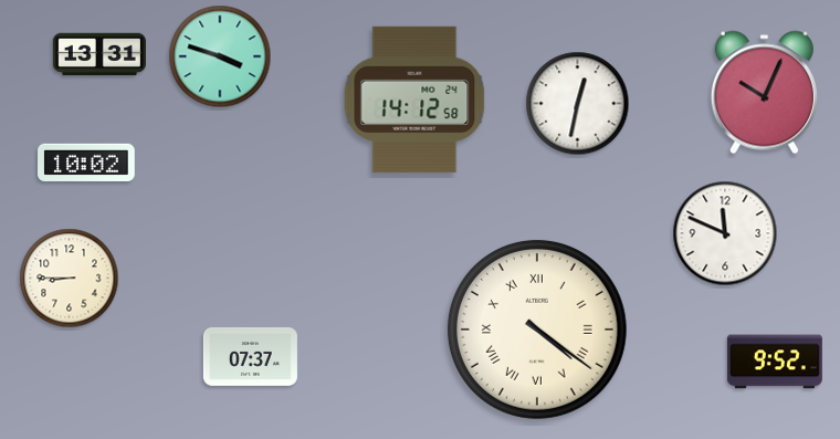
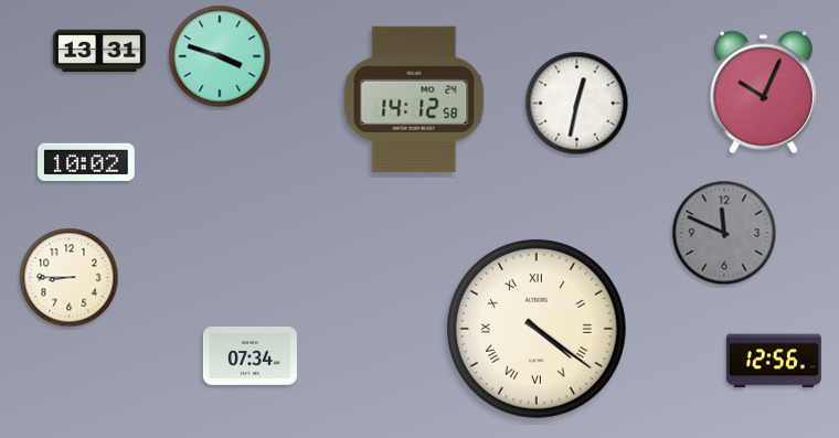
clock at (99, 54) position: (99, 54) -> (99, 51)
clock at (725, 233) dial: white -> grey
clock at (250, 357): 07:37 -> 07:34
clock at (775, 362): 9:52 -> 12:56
